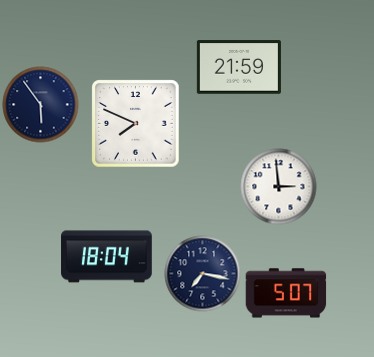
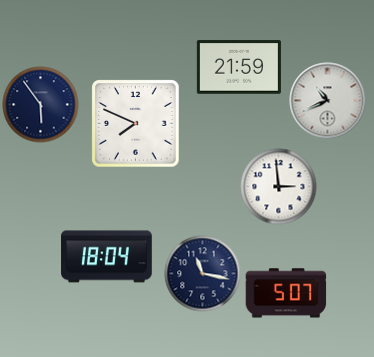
clock at (328, 101): none -> 10:41
clock at (203, 274): 7:17 -> 11:17
